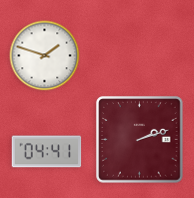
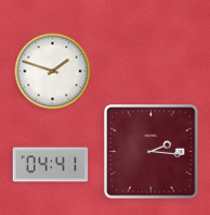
clock at (45, 56) position: (45, 56) -> (53, 72)
clock at (140, 140): 2:12 -> 2:16
